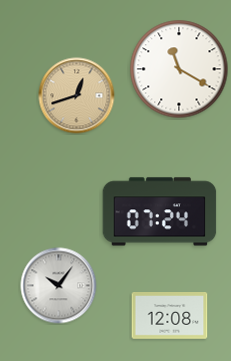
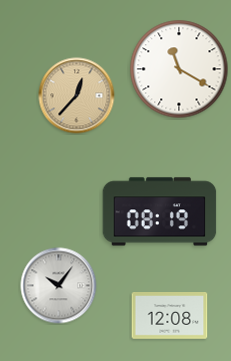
clock at (77, 96): 12:42 -> 12:37
clock at (160, 212): 07:24 -> 08:19
